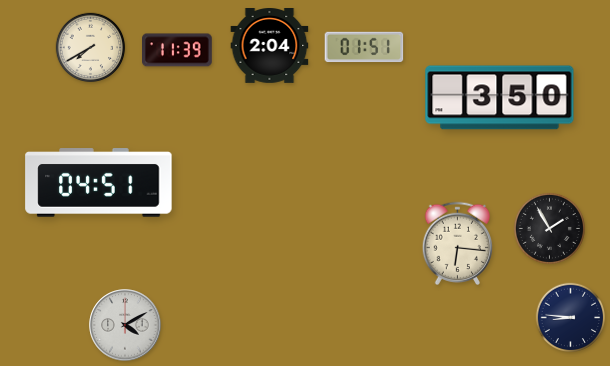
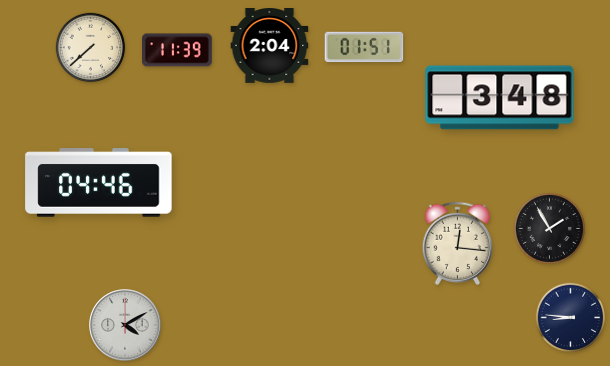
clock at (91, 48): 7:40 -> 7:38
clock at (500, 98): 3:50 -> 3:48
clock at (99, 183): 04:51 -> 04:46
clock at (458, 243): 6:16 -> 12:16
